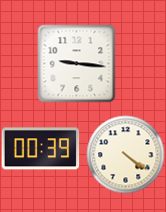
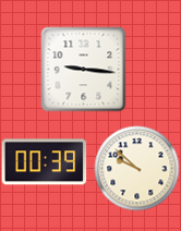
clock at (125, 154): 4:21 -> 9:52
